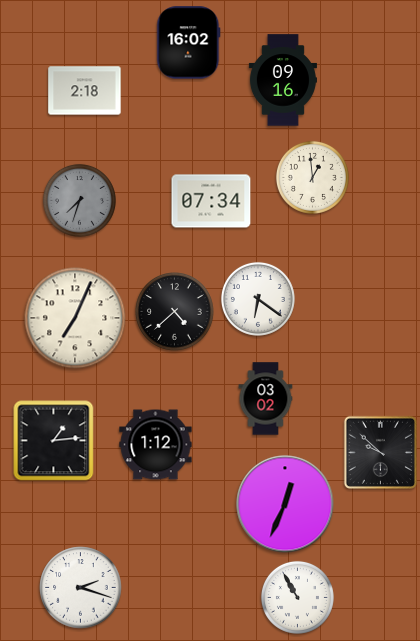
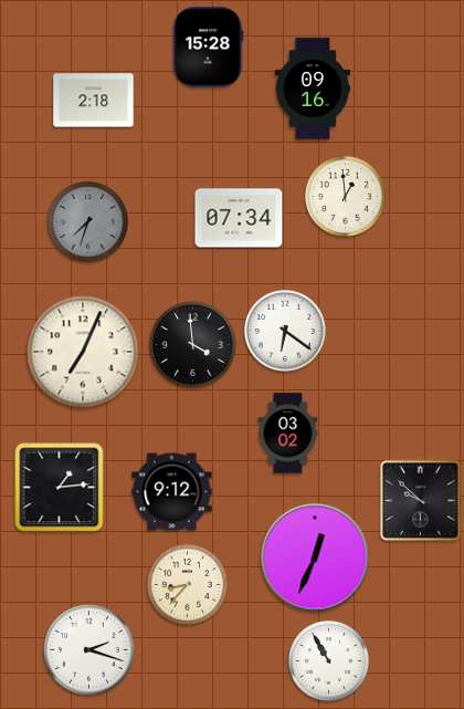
clock at (189, 43): 16:02 -> 15:28
clock at (211, 201) position: (211, 201) -> (239, 218)
clock at (175, 312): 4:38 -> 3:59
clock at (266, 399) position: (266, 399) -> (288, 434)
clock at (156, 445): 1:12 -> 9:12
clock at (187, 584): none -> 8:37
